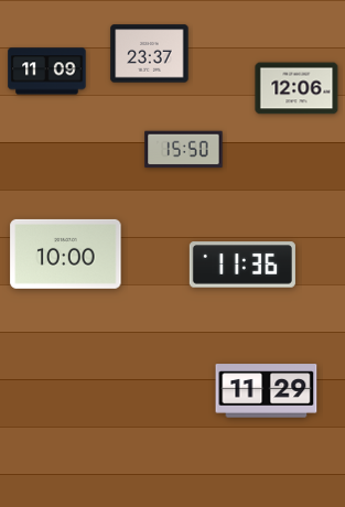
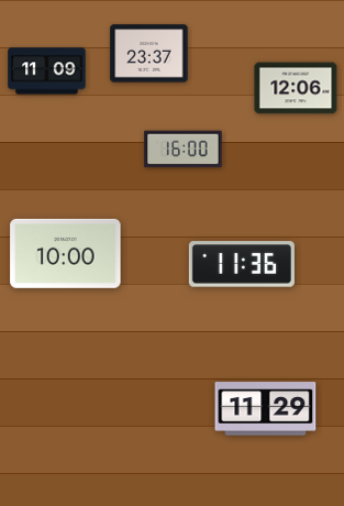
clock at (184, 150): 15:50 -> 16:00
clock at (267, 391) position: (267, 391) -> (266, 409)
